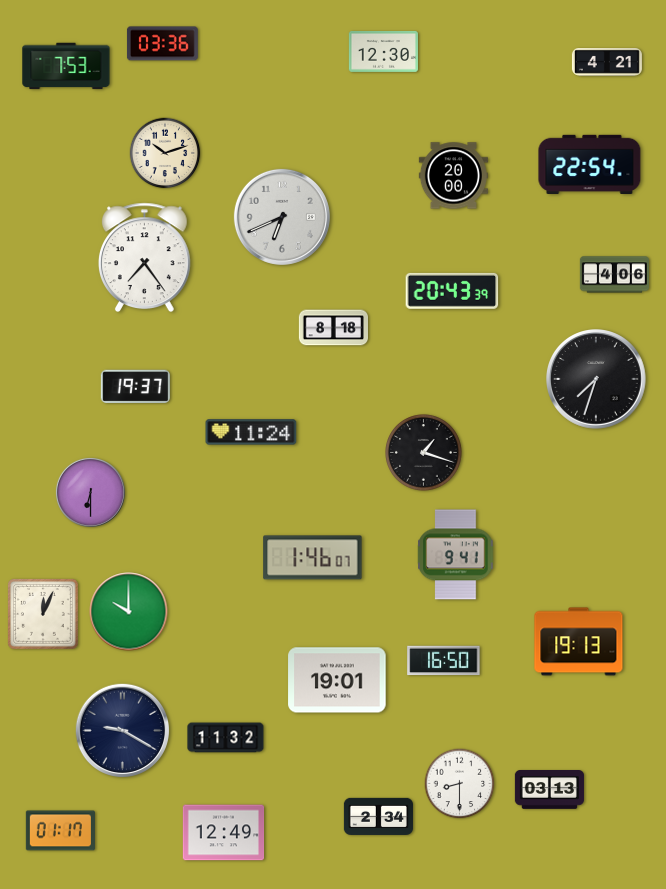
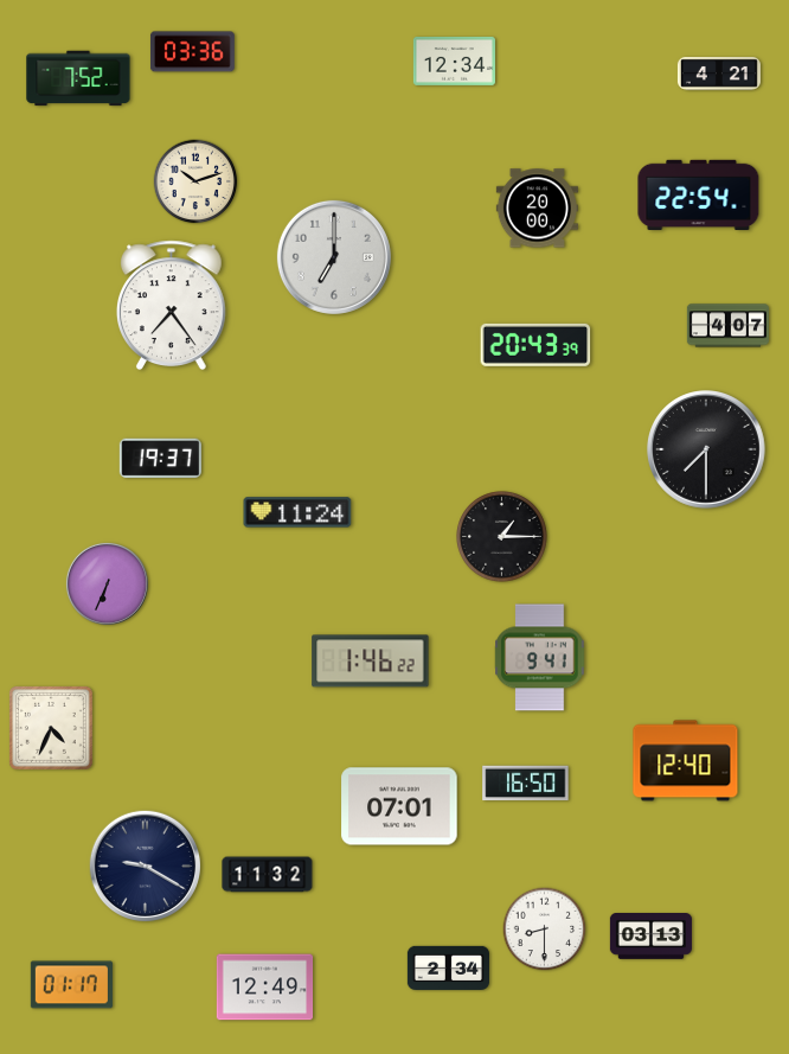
clock at (383, 52): 12:30 -> 12:34
clock at (66, 66): 7:53 -> 7:52
clock at (282, 217): 6:41 -> 7:00
clock at (614, 275): 4:06 -> 4:07
clock at (333, 328): 8:18 -> none
clock at (597, 380): 7:33 -> 7:30
clock at (424, 453): 1:18 -> 1:15
clock at (90, 492): 6:30 -> 6:34
clock at (313, 558): 1:46:07 -> 1:46:22
clock at (129, 612): 10:00 -> none
clock at (44, 615): 12:04 -> 4:34
clock at (579, 642): 19:13 -> 12:40
clock at (337, 680): 19:01 -> 07:01
